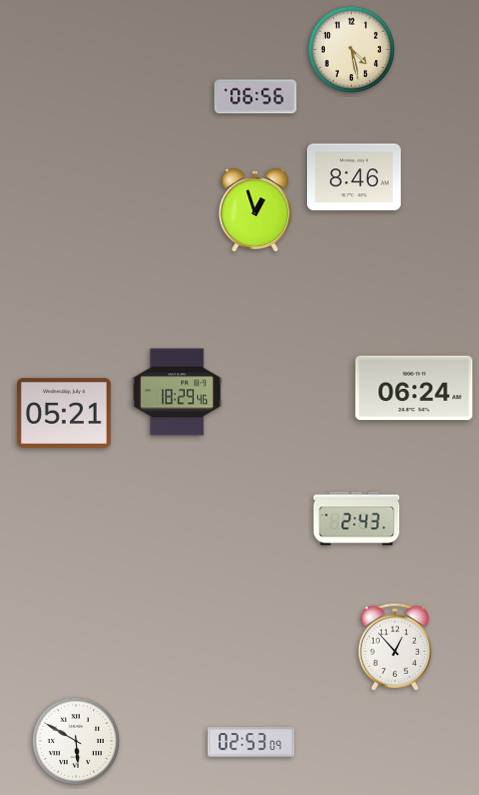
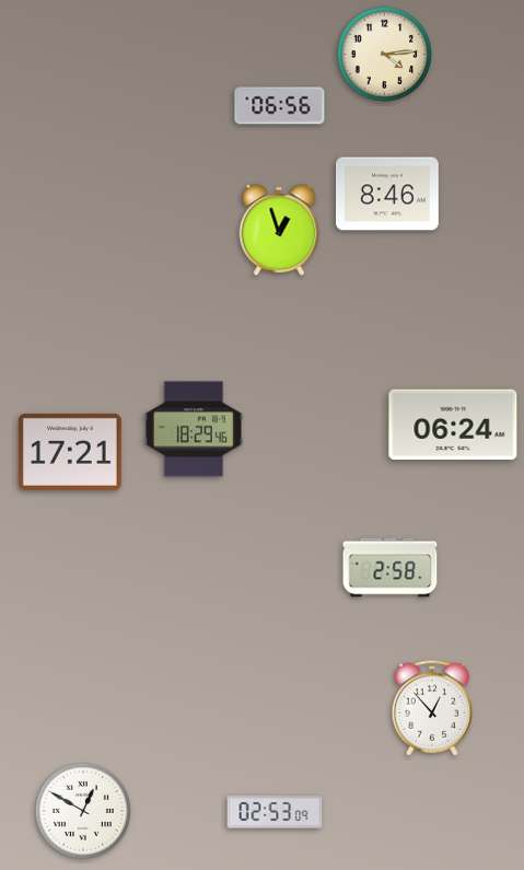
clock at (351, 49): 4:28 -> 4:14
clock at (65, 413): 05:21 -> 17:21
clock at (357, 519): 2:43 -> 2:58
clock at (76, 741): 5:50 -> 12:50
